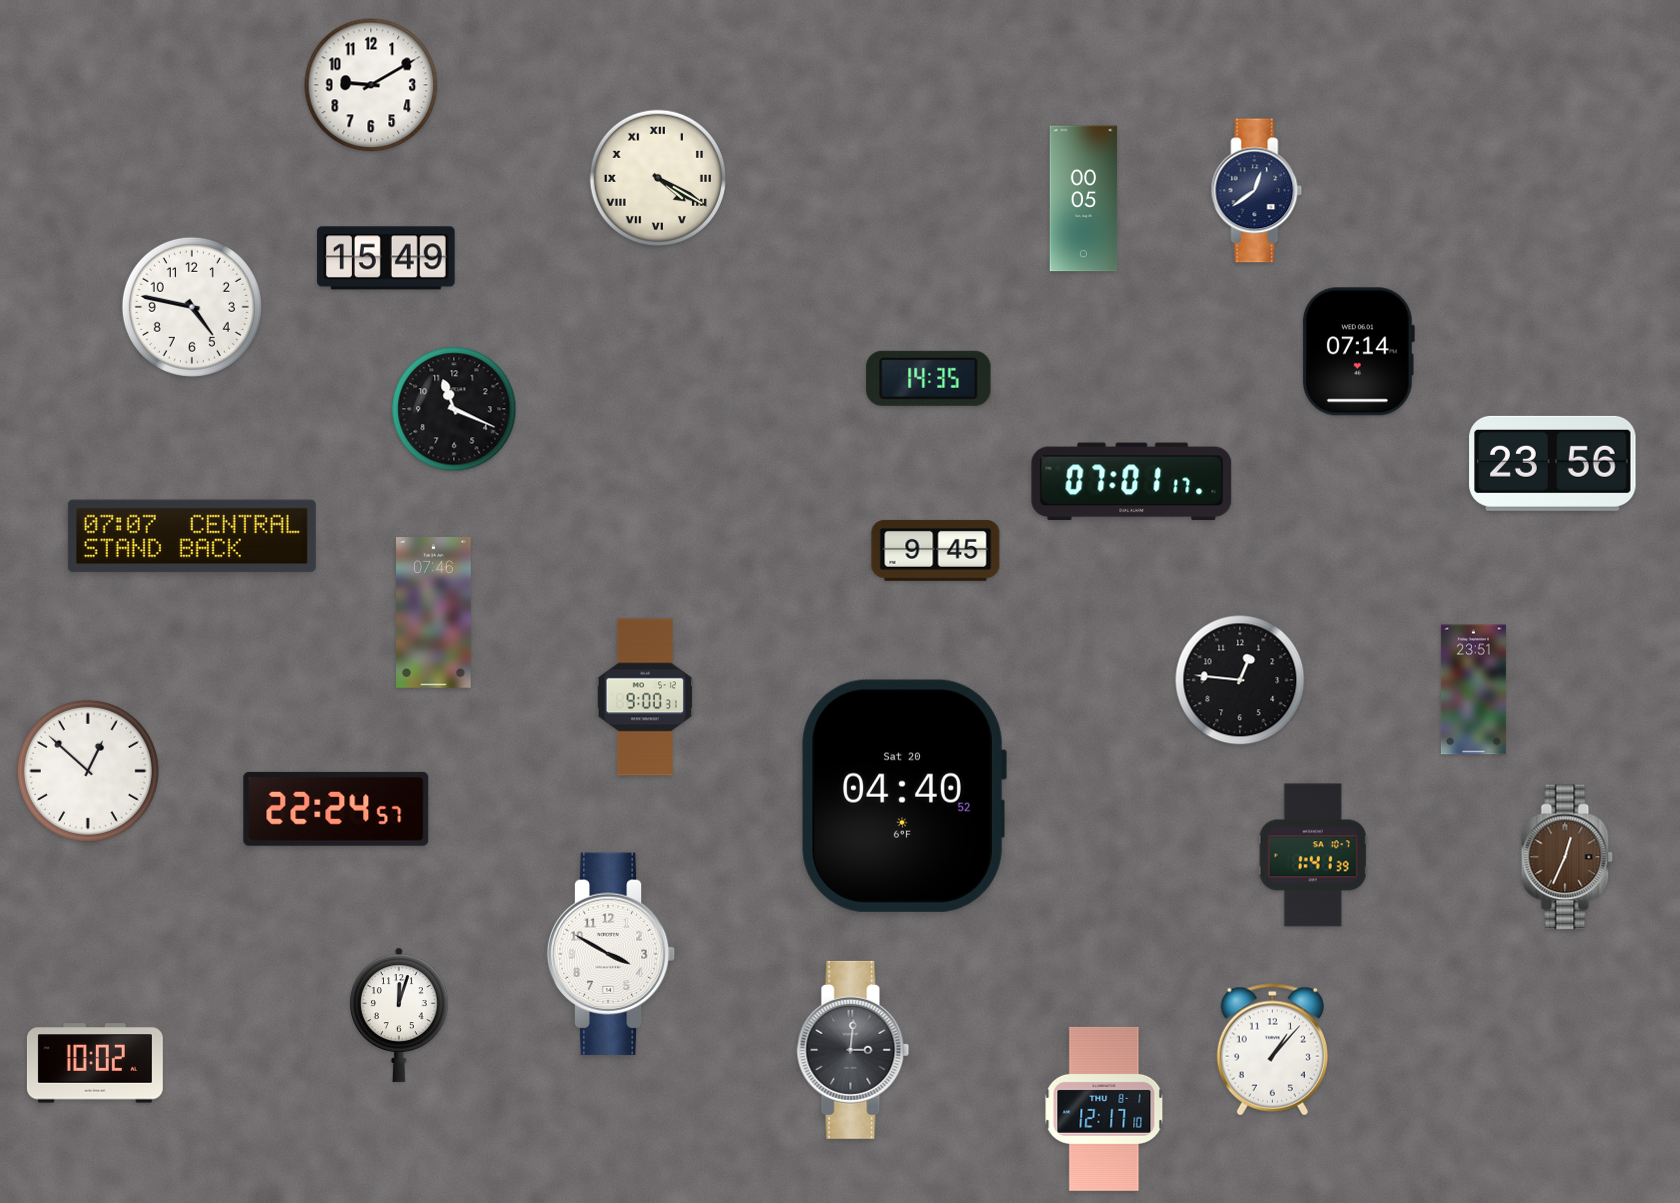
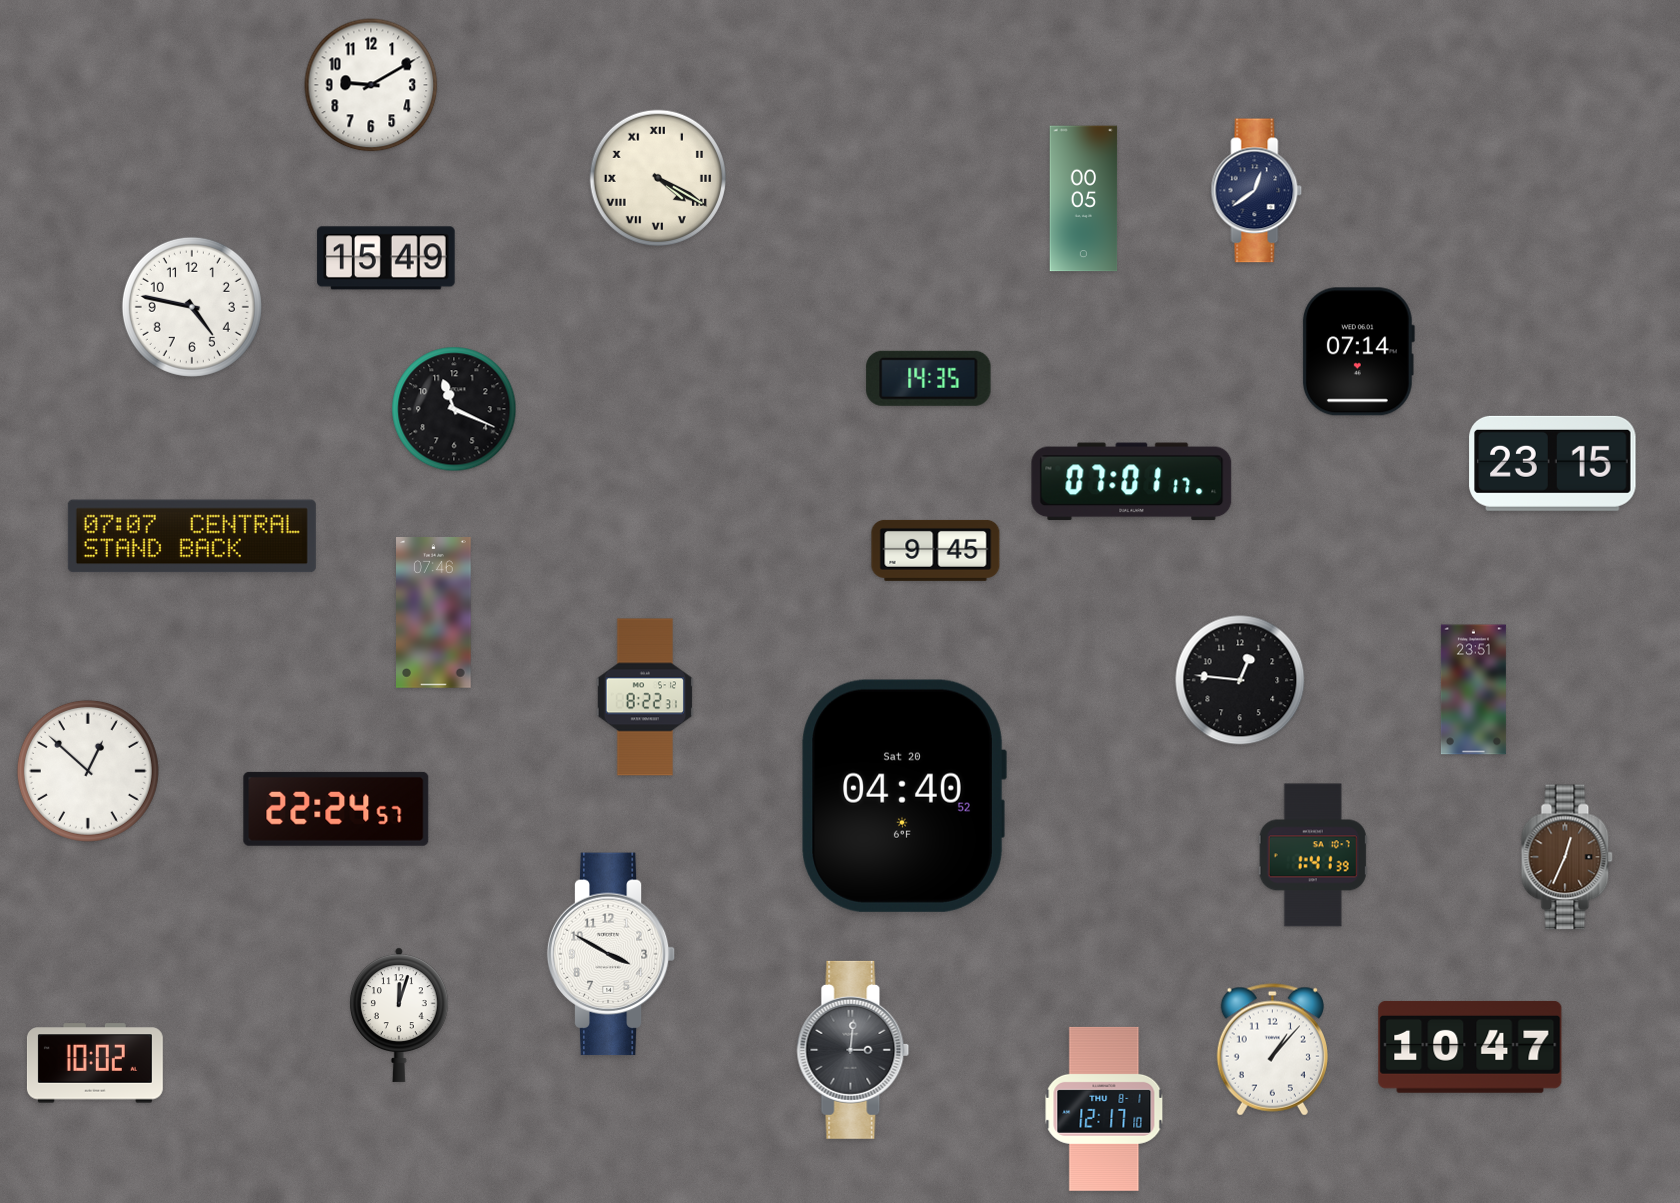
clock at (1553, 463): 23:56 -> 23:15
clock at (644, 697): 9:00 -> 8:22
clock at (1470, 1047): none -> 10:47
